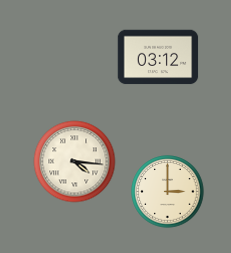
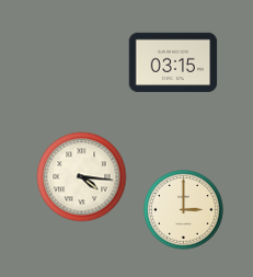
clock at (158, 57): 03:12 -> 03:15
